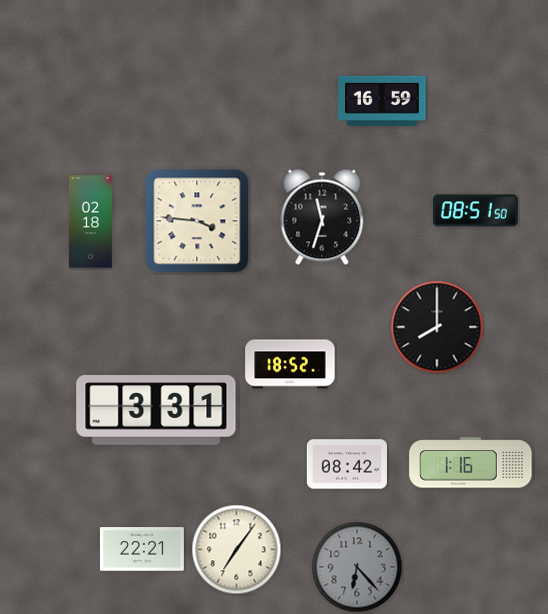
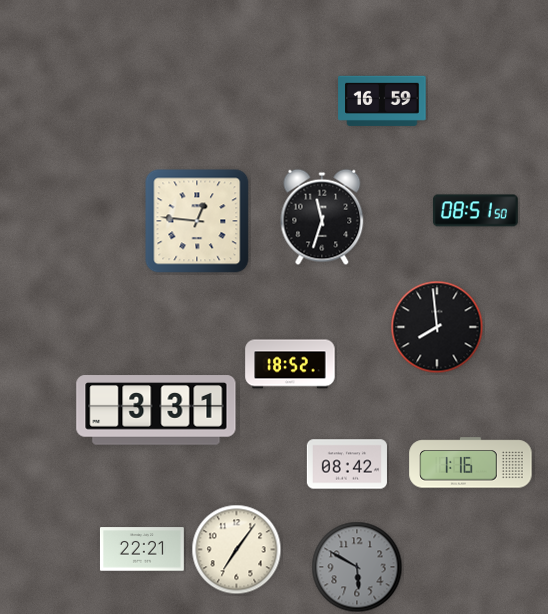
clock at (197, 221): 3:46 -> 12:46
clock at (91, 222): 02:18 -> none
clock at (437, 327): 8:00 -> 7:59
clock at (357, 567): 6:23 -> 5:50
